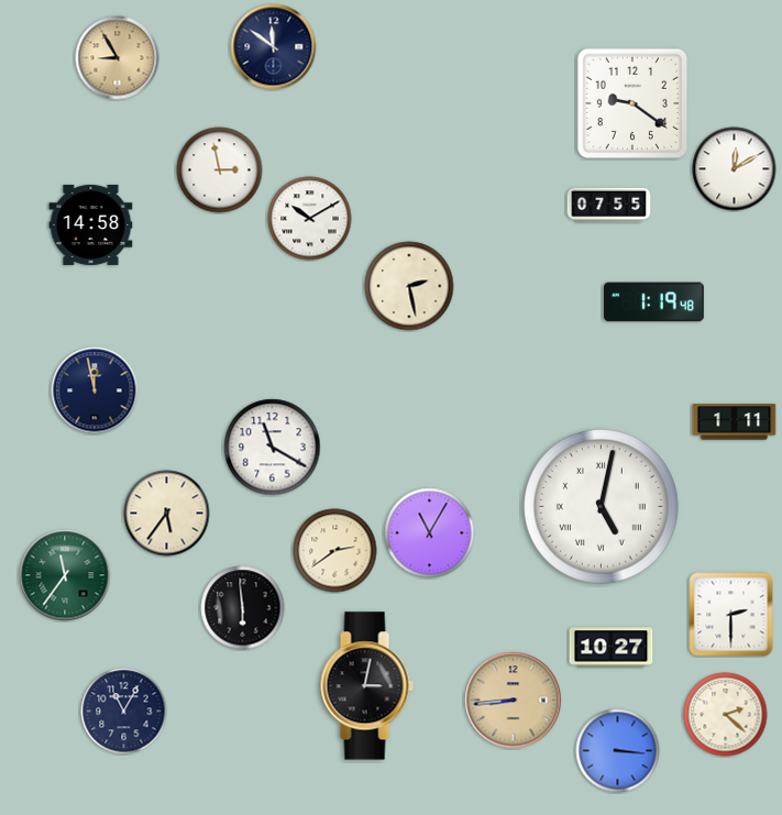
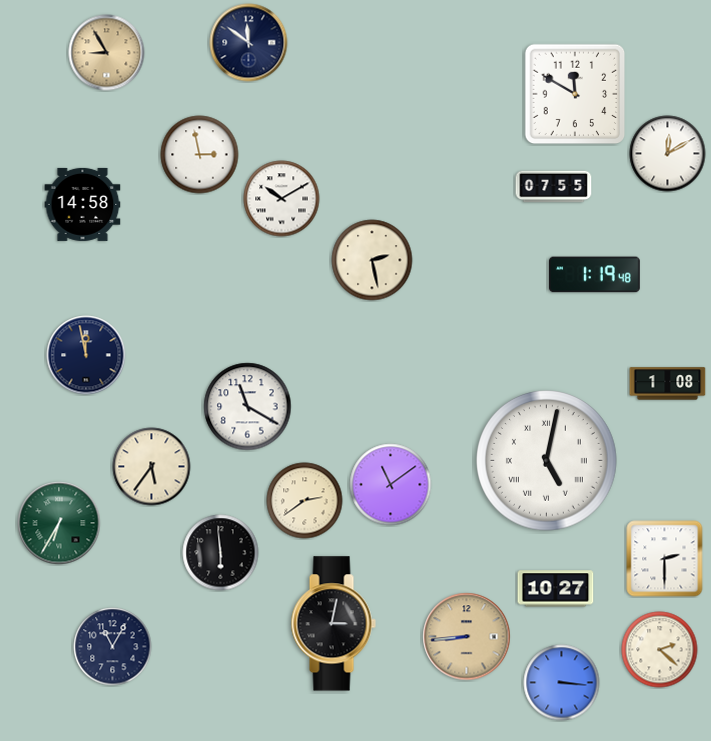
clock at (632, 103): 9:21 -> 11:50
clock at (735, 422): 1:11 -> 1:08
clock at (430, 533): 11:05 -> 11:09
clock at (65, 575): 11:36 -> 6:35
